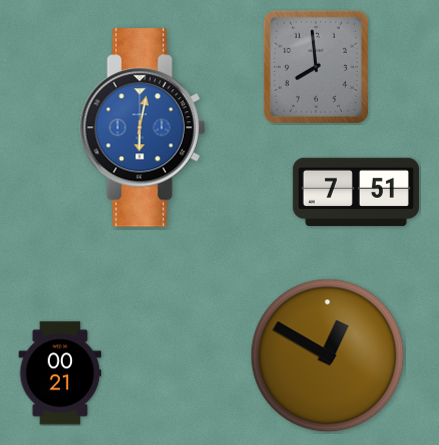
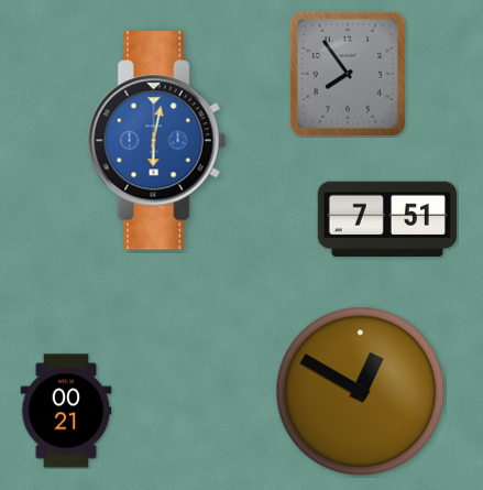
clock at (316, 67): 7:59 -> 7:54
clock at (356, 192) position: (356, 192) -> (387, 219)
